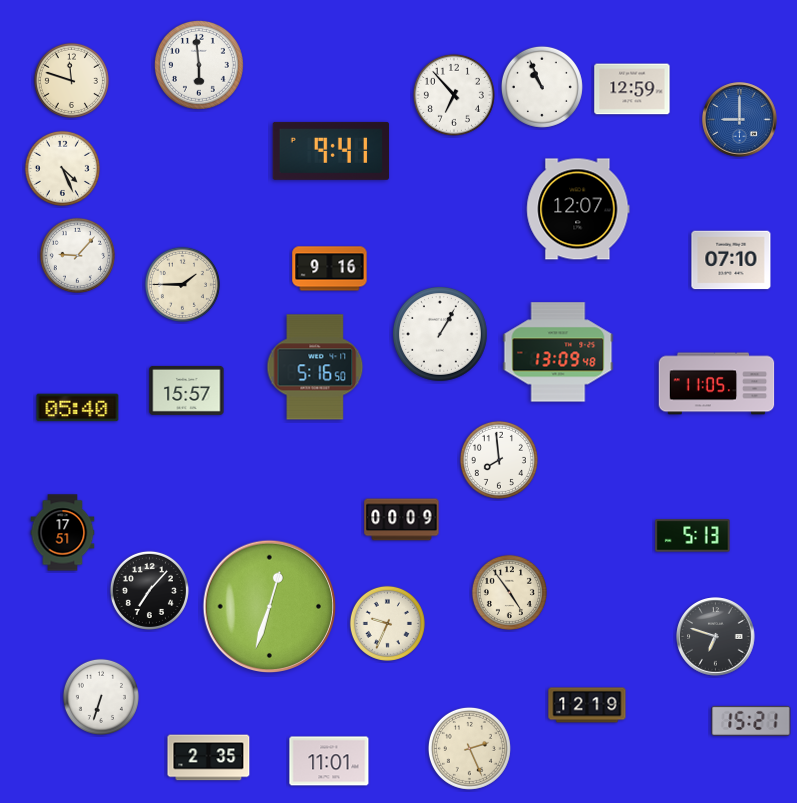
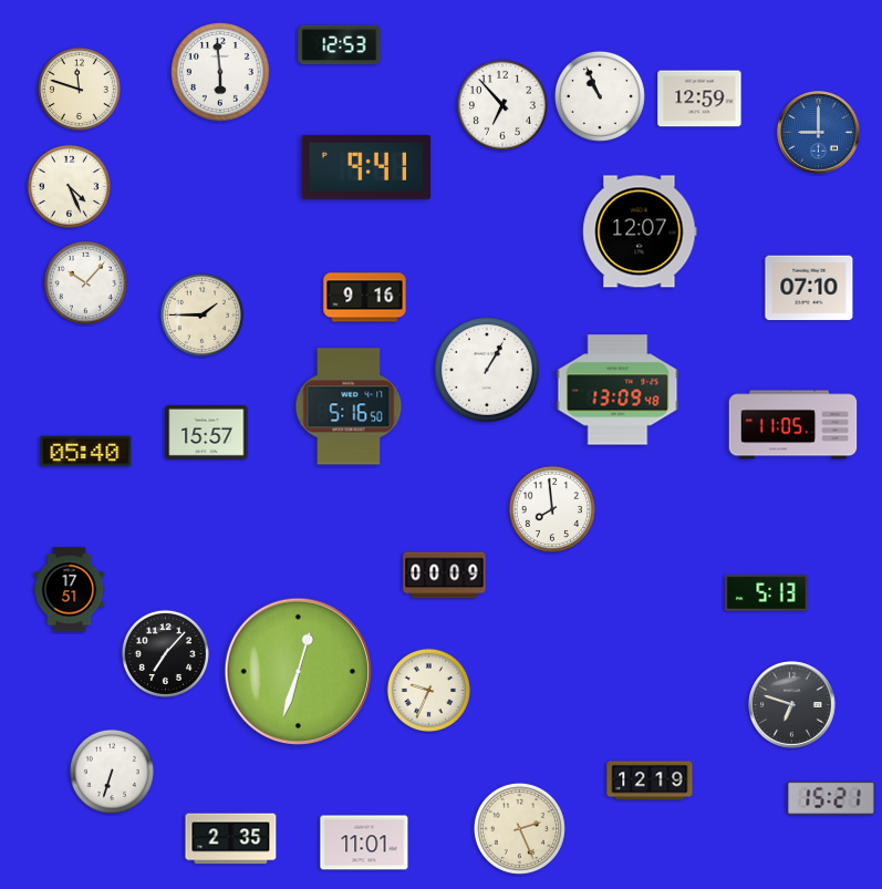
clock at (340, 45): none -> 12:53
clock at (77, 255): 9:07 -> 10:07
clock at (509, 592): 4:54 -> none
